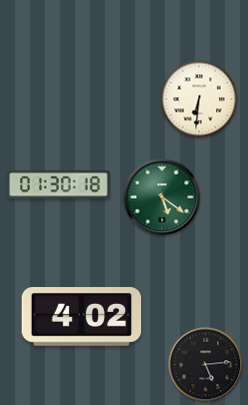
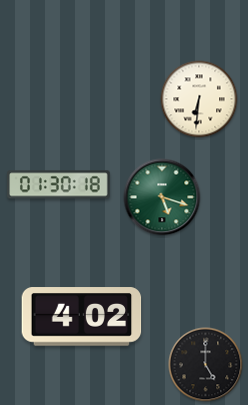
clock at (162, 197): 5:21 -> 5:18
clock at (206, 365): 5:14 -> 5:00
